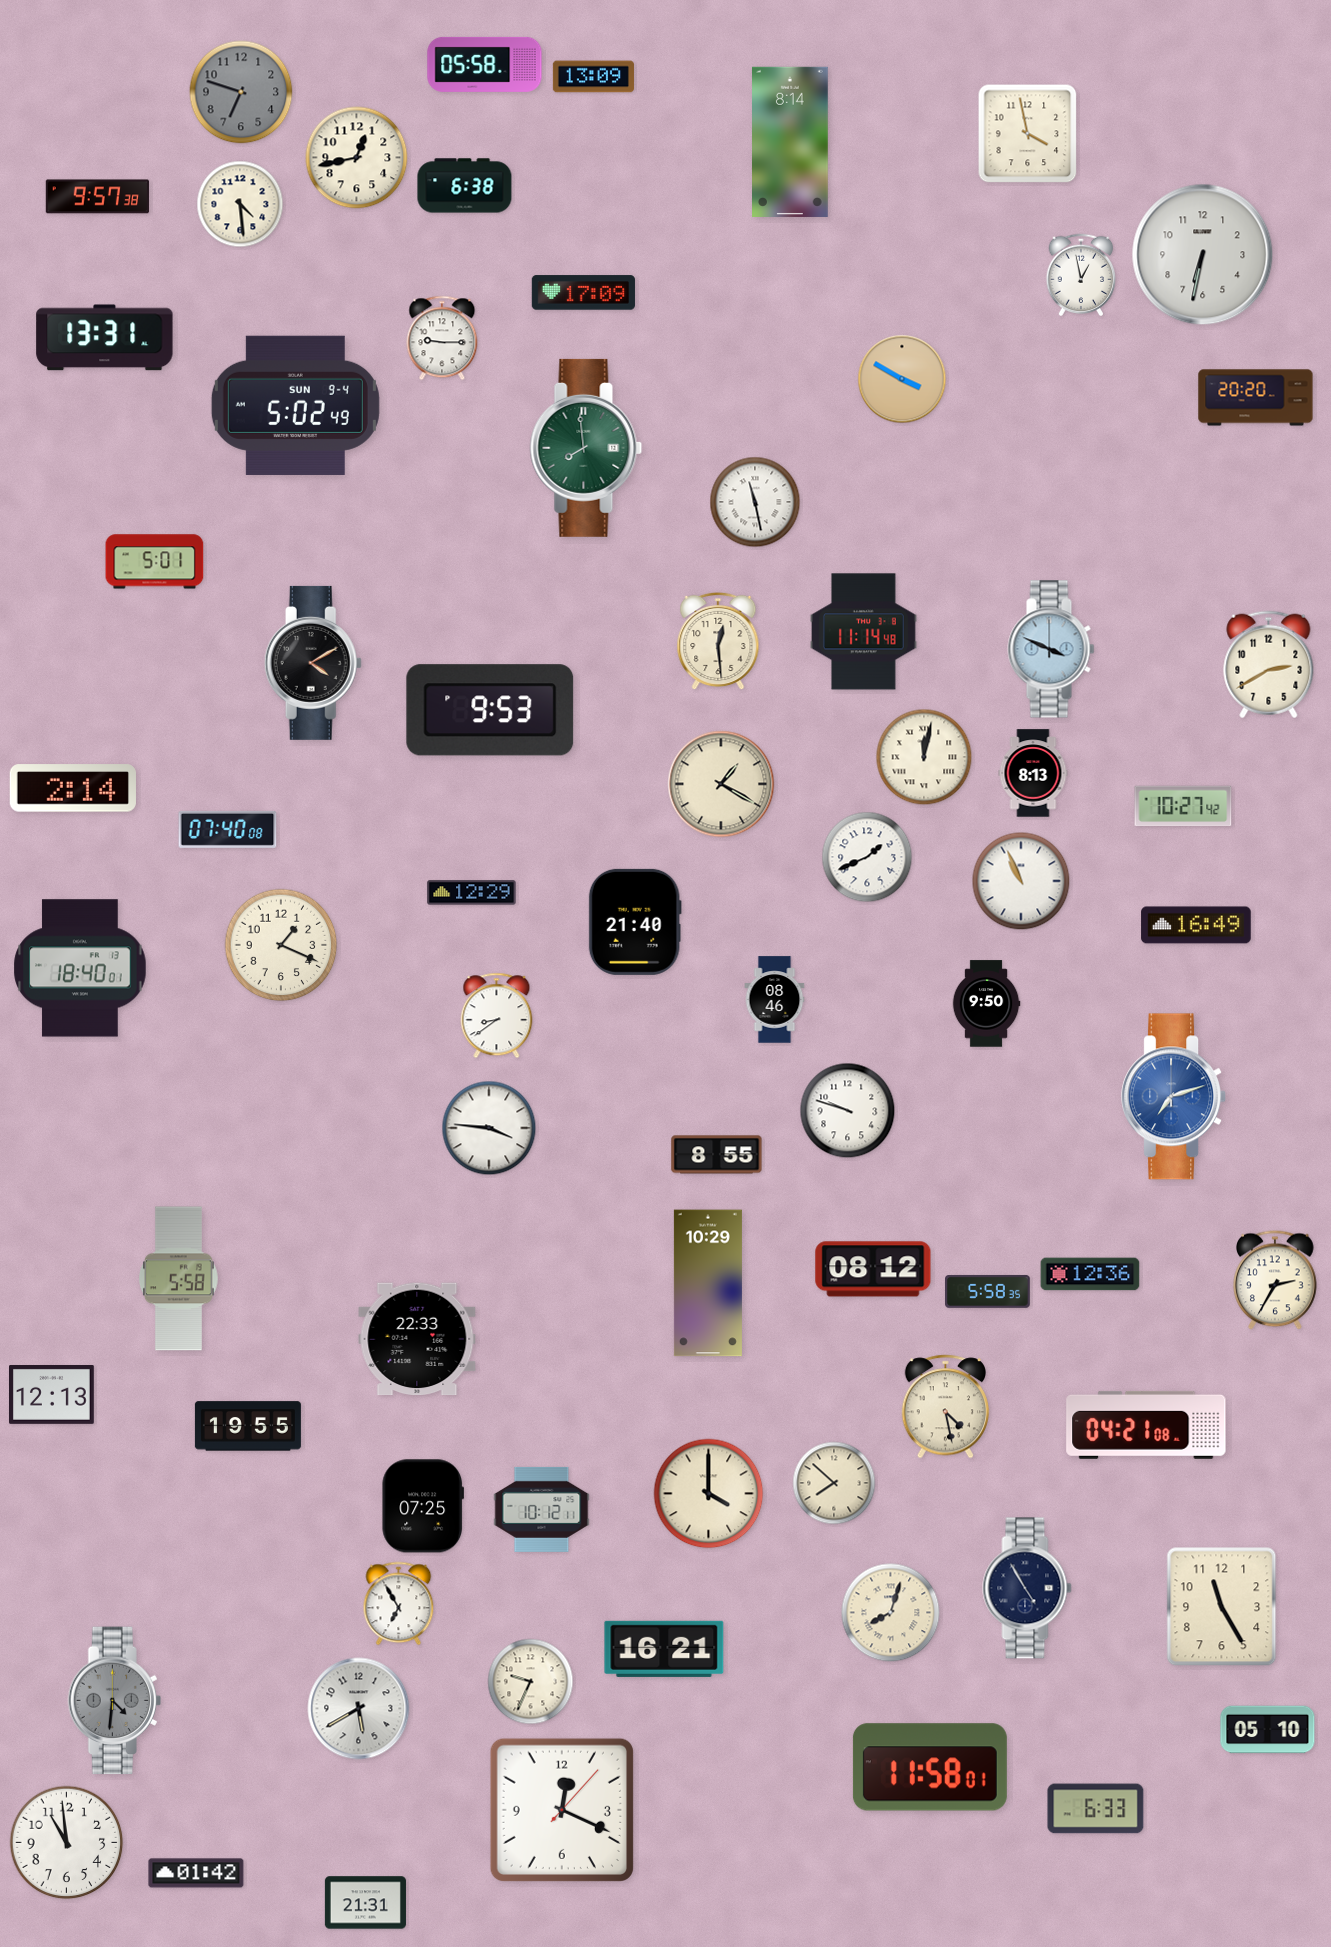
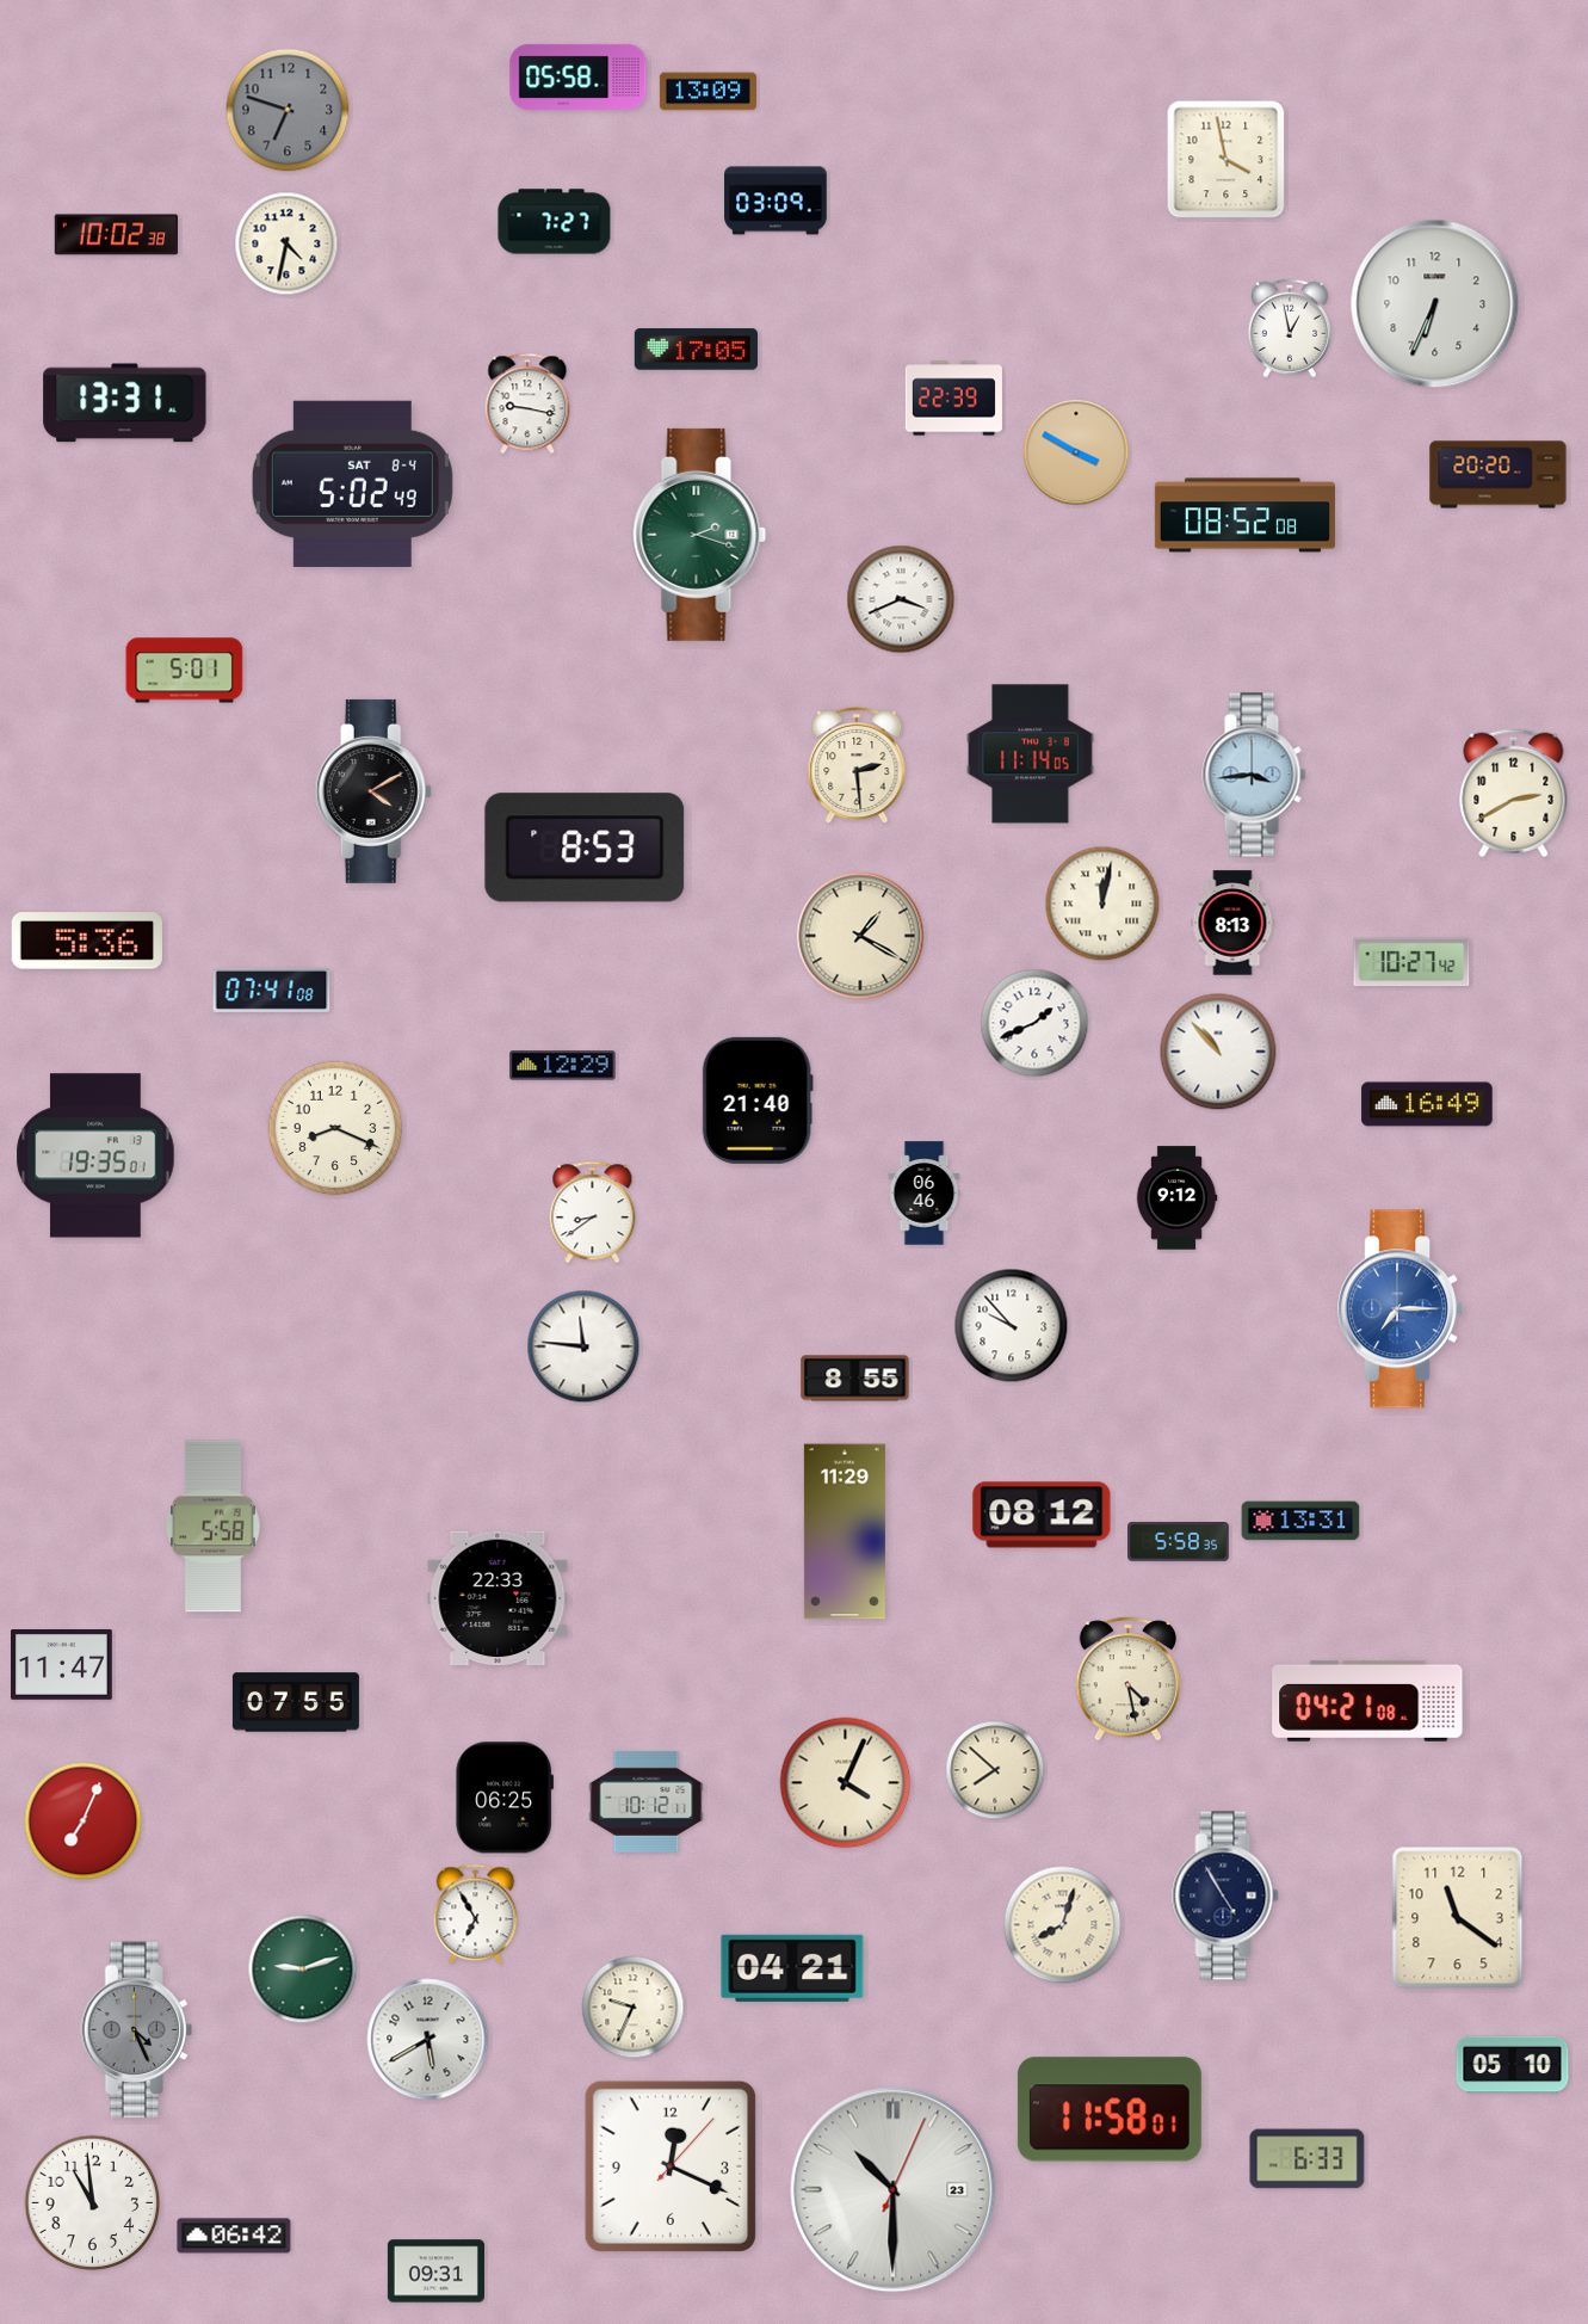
clock at (791, 142): 8:14 -> none
clock at (357, 158): 12:43 -> none
clock at (776, 201): none -> 03:09
clock at (465, 186): 6:38 -> 7:27
clock at (97, 197): 9:57 -> 10:02
clock at (240, 204): 4:29 -> 4:32
clock at (1203, 255): 6:32 -> 6:34
clock at (583, 293): 17:09 -> 17:05
clock at (953, 399): none -> 22:39
clock at (442, 338): 9:15 -> 9:17
clock at (295, 405) date: SUN 9-4 -> SAT 8-4
clock at (1244, 516): none -> 08:52
clock at (586, 448): 7:59 -> 2:18
clock at (755, 502): 11:28 -> 3:41
clock at (864, 632): 11:14:48 -> 11:14:05
clock at (718, 641): 12:29 -> 2:29
clock at (1051, 649): 3:49 -> 3:44
clock at (490, 710): 9:53 -> 8:53
clock at (73, 788): 2:14 -> 5:36
clock at (228, 829): 07:40 -> 07:41
clock at (1021, 881): 10:56 -> 10:53
clock at (281, 945): 1:19 -> 8:19
clock at (80, 968): 18:40 -> 19:35
clock at (775, 1000): 08:46 -> 06:46
clock at (986, 1004): 9:50 -> 9:12
clock at (1174, 1097): 7:12 -> 7:15
clock at (848, 1111): 9:48 -> 9:53
clock at (489, 1128): 3:46 -> 11:46
clock at (1090, 1274): 12:36 -> 13:31
clock at (1275, 1280): 2:35 -> none
clock at (708, 1283): 10:29 -> 11:29
clock at (52, 1395): 12:13 -> 11:47
clock at (248, 1426): 19:55 -> 07:55
clock at (709, 1494): 4:00 -> 4:04
clock at (422, 1506): 07:25 -> 06:25
clock at (84, 1821): none -> 7:04
clock at (1222, 1607): 11:25 -> 11:21
clock at (664, 1649): 16:21 -> 04:21
clock at (303, 1969): none -> 9:12
clock at (114, 1701): 4:31 -> 4:26
clock at (562, 1810) position: (562, 1810) -> (671, 2166)
clock at (894, 2190): none -> 10:30
clock at (67, 1843) position: (67, 1843) -> (93, 2203)
clock at (196, 1873): 01:42 -> 06:42
clock at (365, 1903): 21:31 -> 09:31
